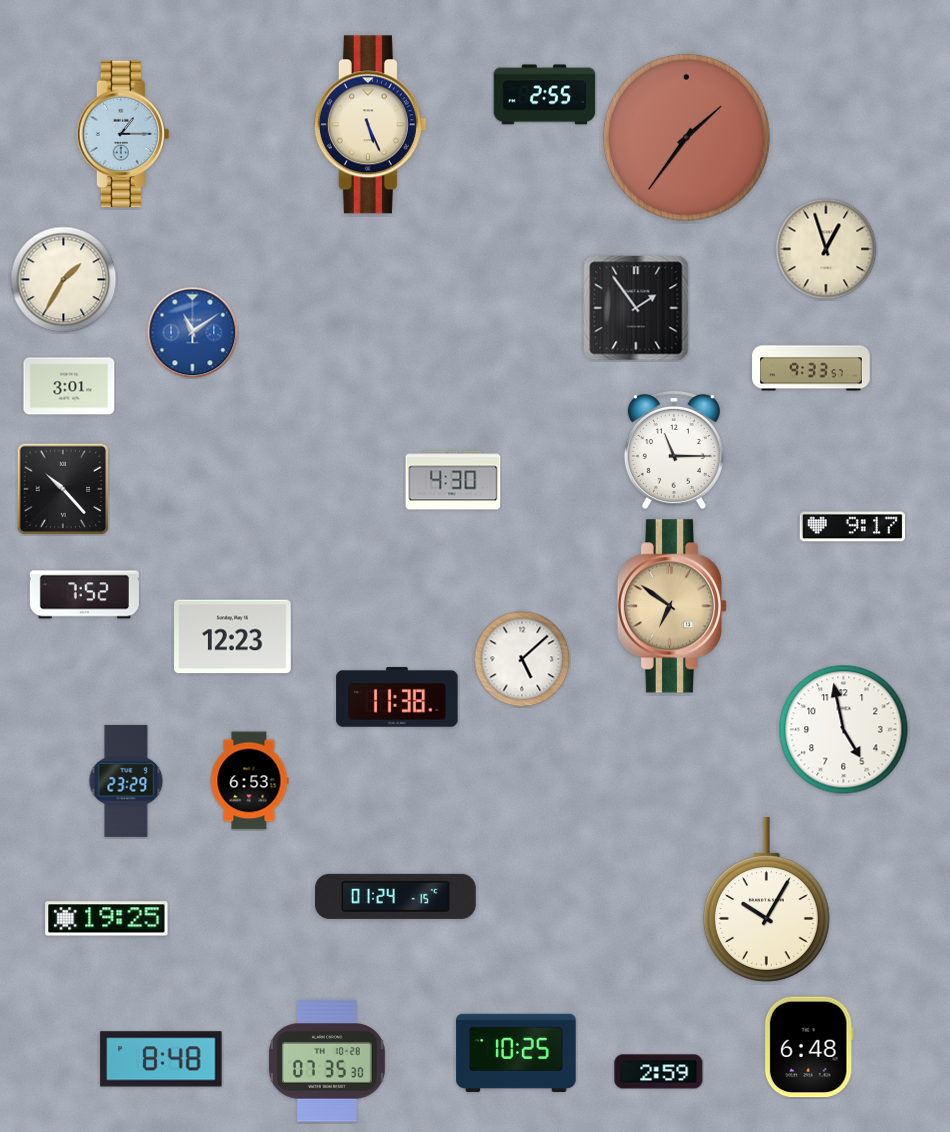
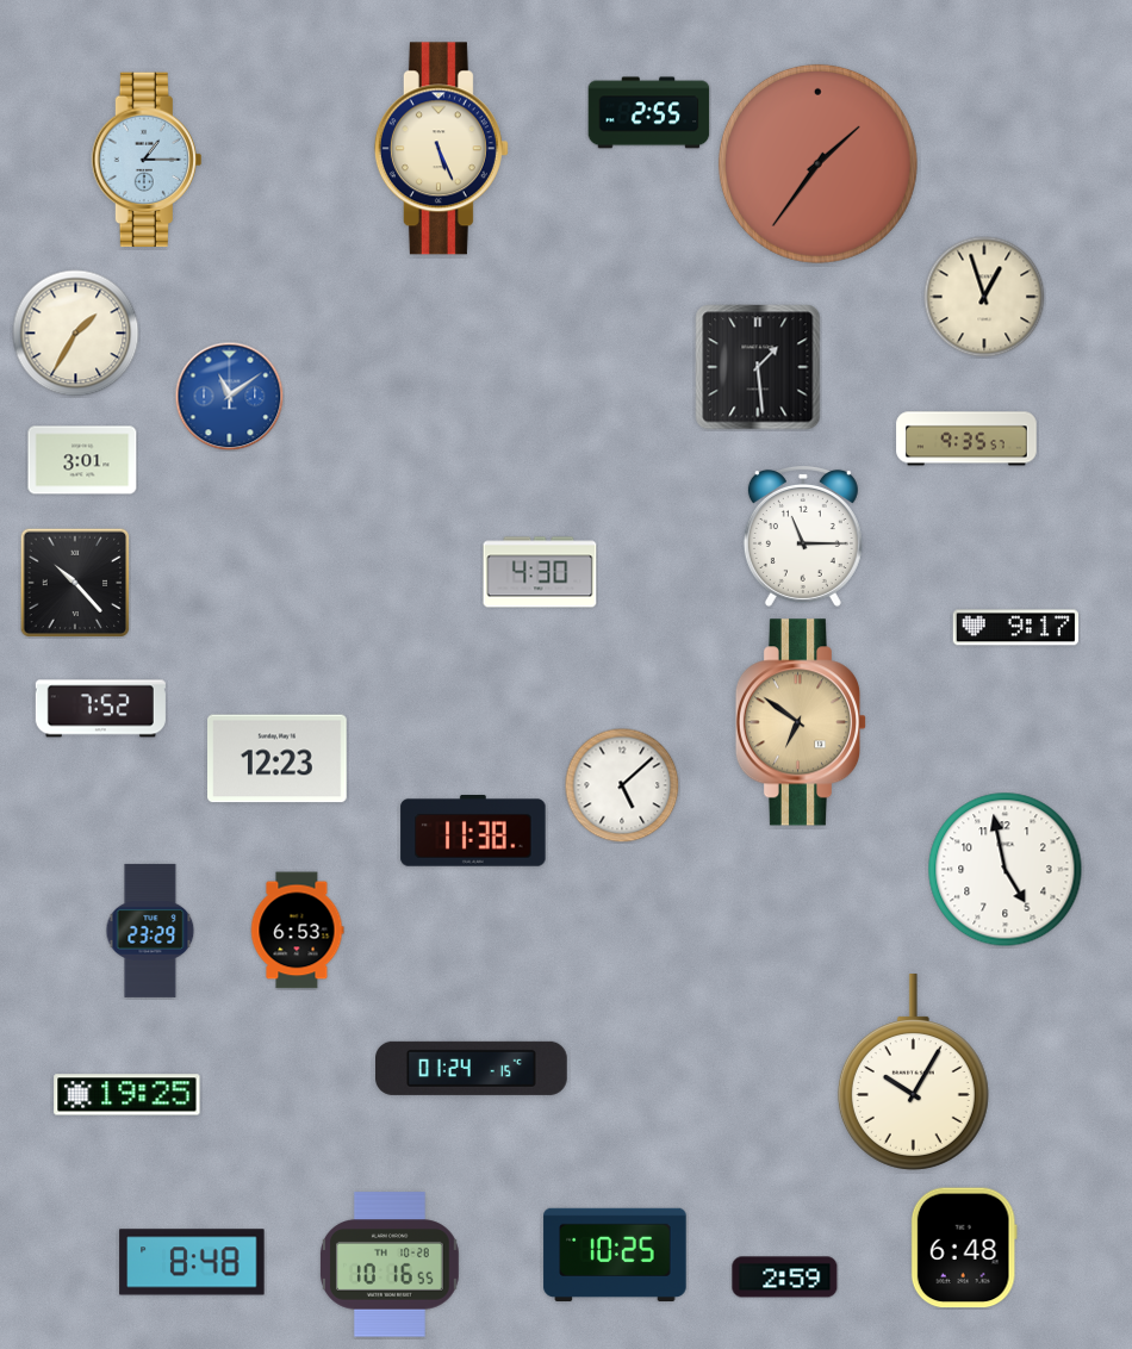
clock at (636, 308): 1:54 -> 1:29
clock at (811, 368): 9:33 -> 9:35
clock at (327, 1061): 07:35 -> 10:16
